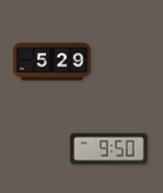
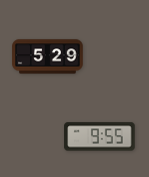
clock at (109, 149): 9:50 -> 9:55
